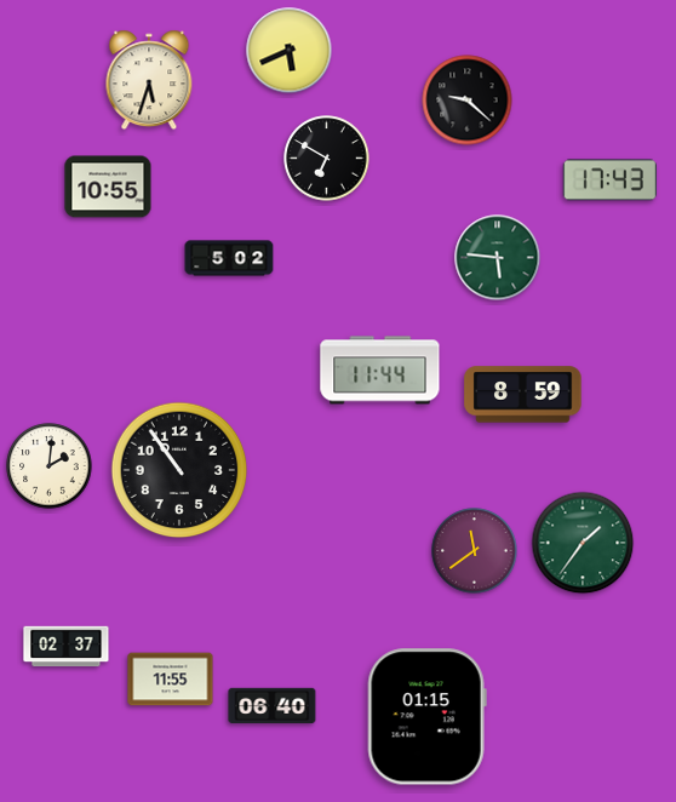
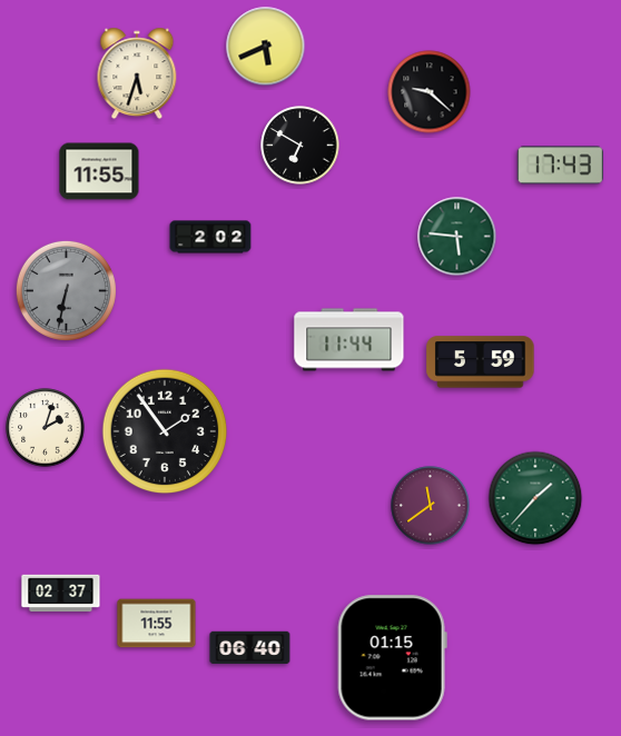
clock at (108, 187): 10:55 -> 11:55
clock at (229, 258): 5:02 -> 2:02
clock at (66, 290): none -> 6:32
clock at (523, 395): 8:59 -> 5:59
clock at (50, 466): 2:01 -> 2:03
clock at (179, 470): 10:54 -> 1:54
clock at (583, 543): 1:36 -> 1:37
clock at (475, 551) position: (475, 551) -> (431, 506)
